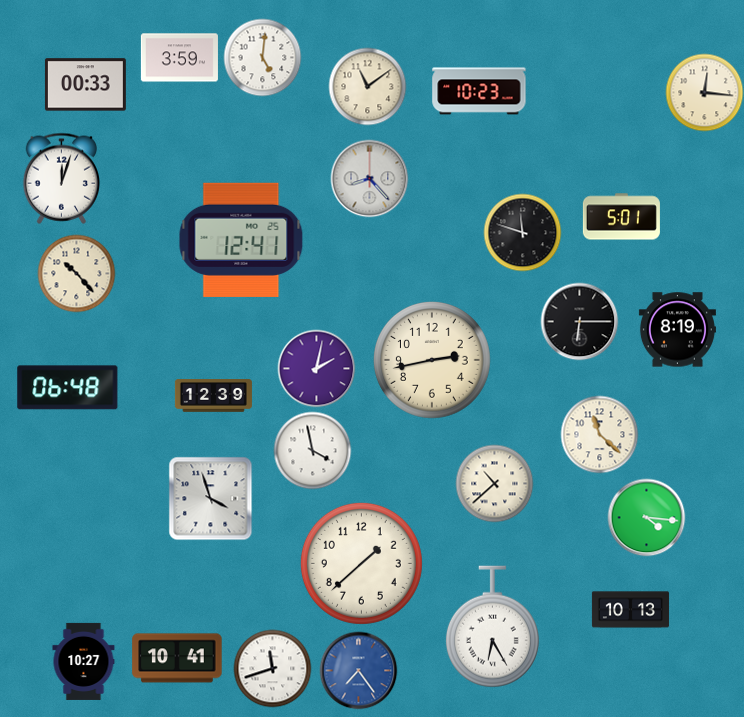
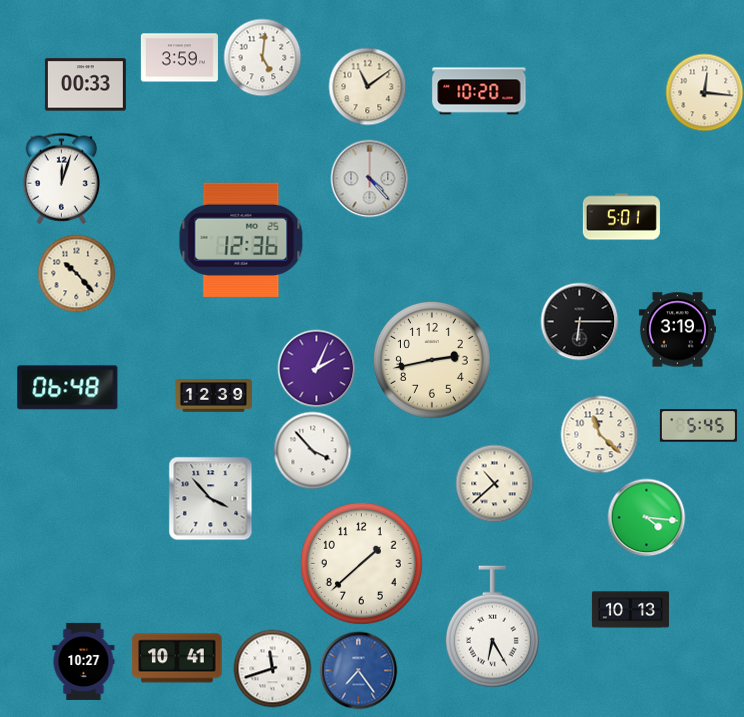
clock at (479, 91): 10:23 -> 10:20
clock at (369, 178): 8:23 -> 4:23
clock at (522, 232): 11:48 -> none
clock at (241, 240): 12:41 -> 12:36
clock at (677, 330): 8:19 -> 3:19
clock at (316, 368): 2:02 -> 2:04
clock at (698, 426): none -> 5:45
clock at (312, 450): 3:58 -> 3:53
clock at (210, 498): 3:57 -> 3:53
